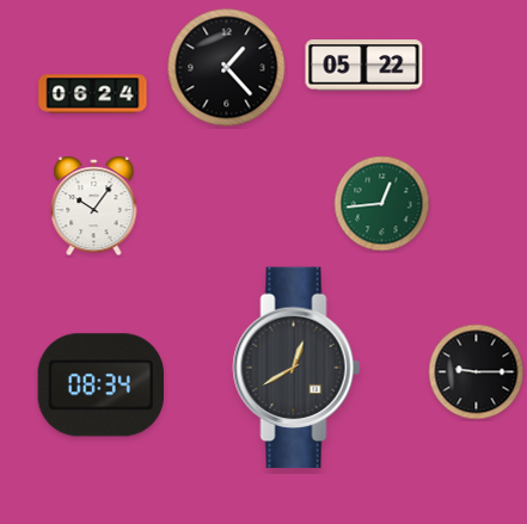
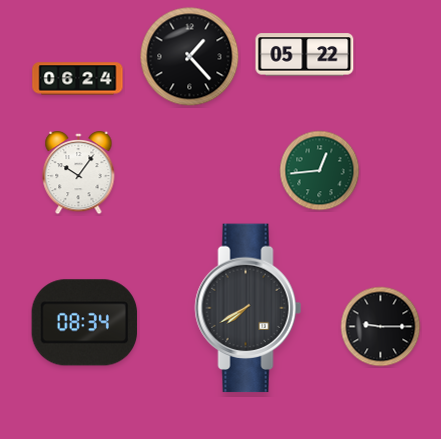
clock at (296, 368): 12:40 -> 7:40
clock at (477, 372) position: (477, 372) -> (381, 327)
